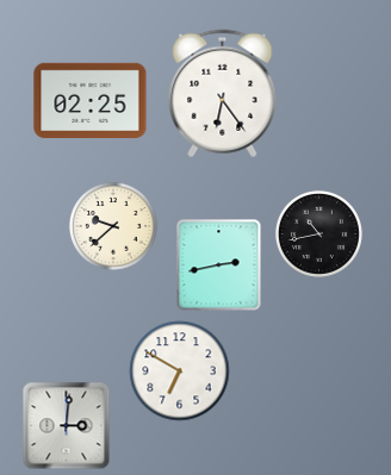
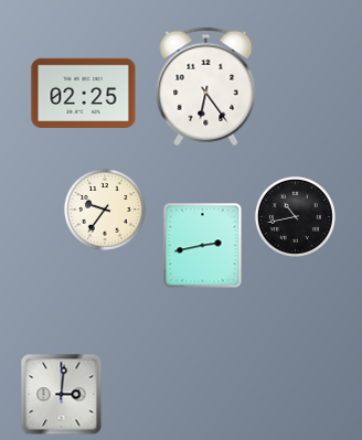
clock at (113, 226): 9:38 -> 9:36
clock at (180, 371): 6:50 -> none
